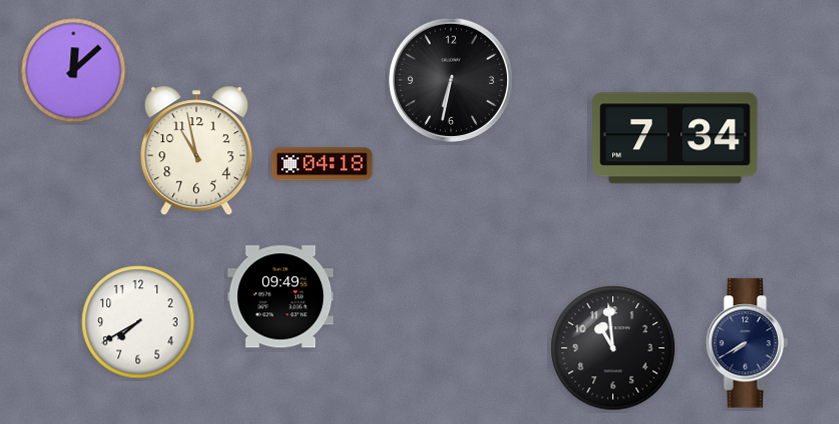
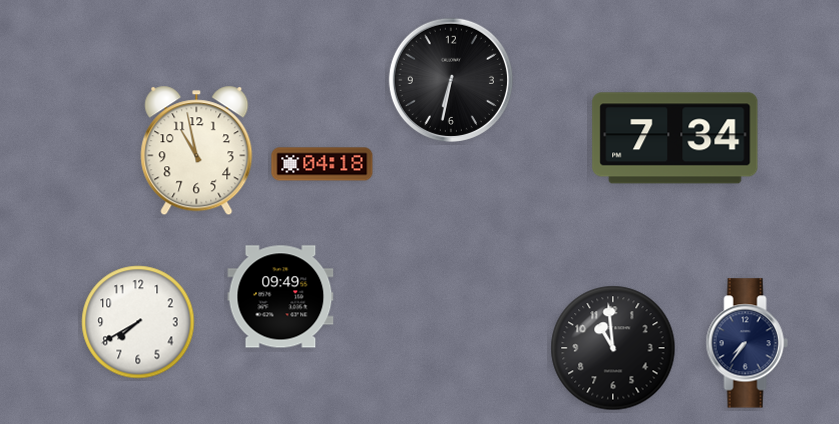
clock at (74, 71): 12:08 -> none
clock at (747, 343): 7:40 -> 7:36
